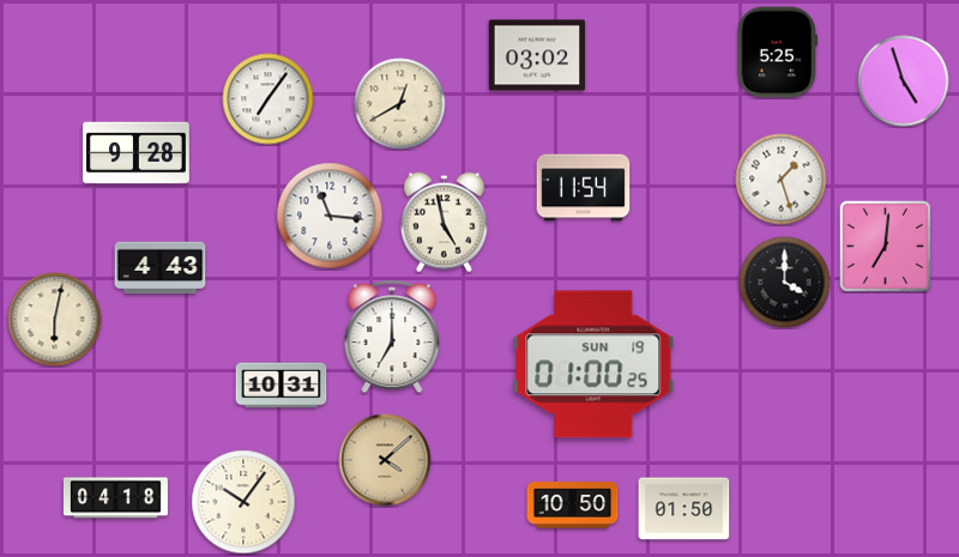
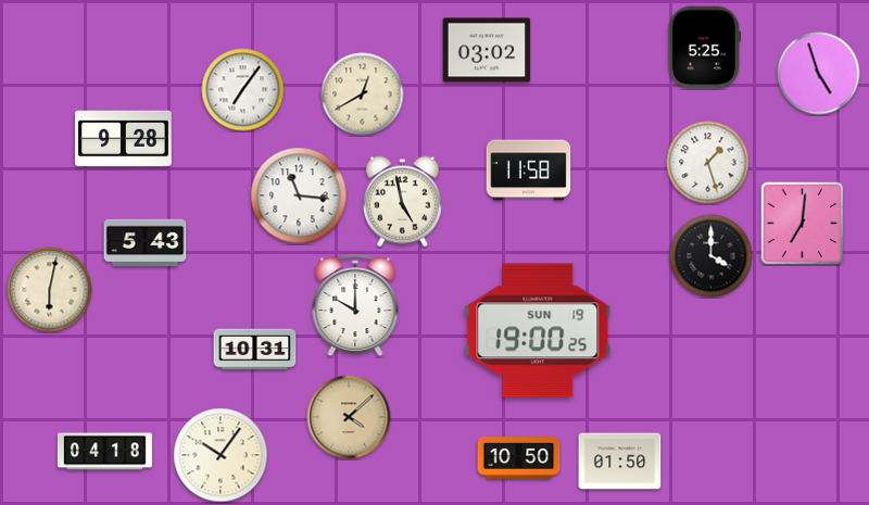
clock at (584, 188): 11:54 -> 11:58
clock at (161, 268): 4:43 -> 5:43
clock at (392, 338): 7:00 -> 10:00
clock at (593, 364): 01:00 -> 19:00
